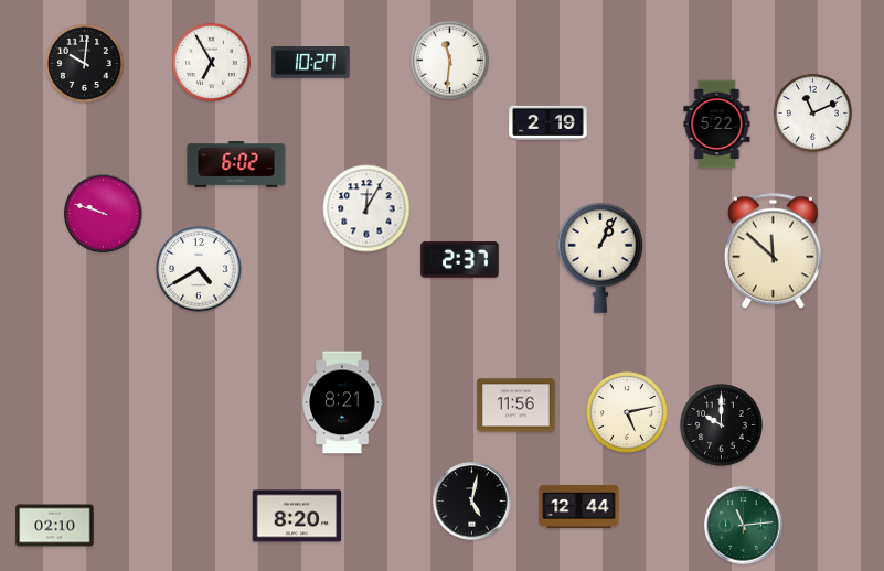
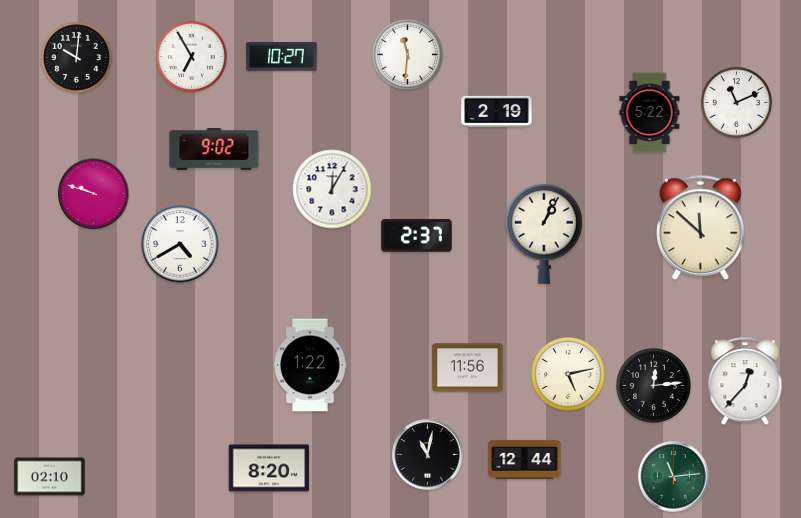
clock at (236, 165): 6:02 -> 9:02
clock at (342, 402): 8:21 -> 1:22
clock at (745, 382): none -> 12:37
clock at (722, 425): 10:00 -> 12:14
clock at (472, 502): 5:02 -> 11:02
